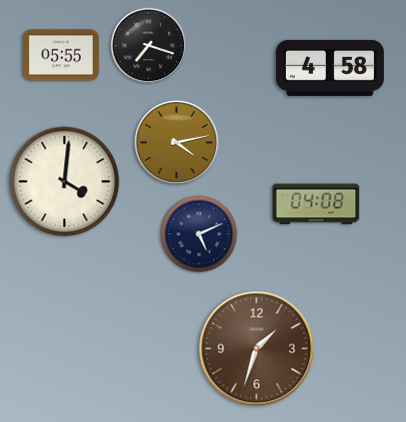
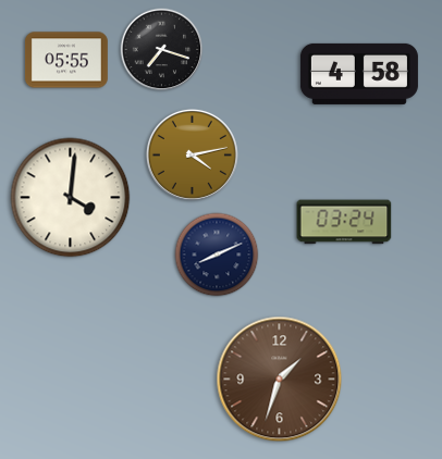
clock at (316, 204): 04:08 -> 03:24
clock at (199, 234): 5:11 -> 8:11
